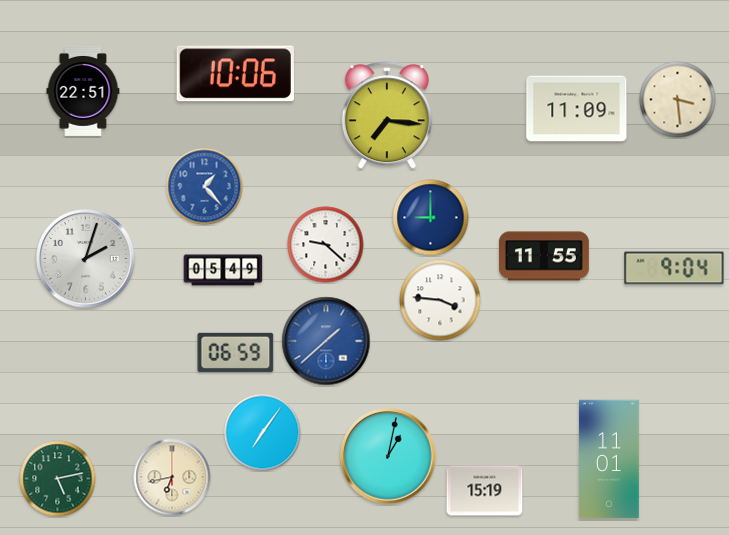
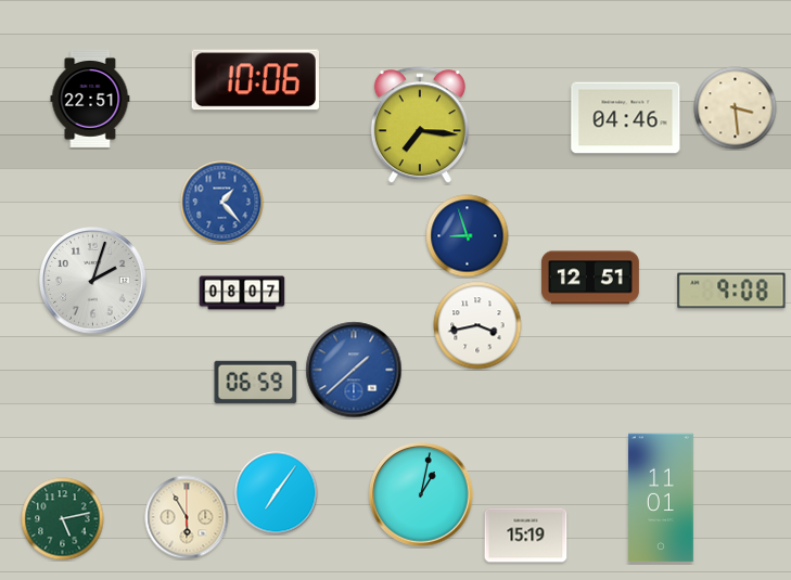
clock at (577, 109): 11:09 -> 04:46
clock at (431, 218): 9:00 -> 8:57
clock at (326, 245): 9:22 -> none
clock at (544, 256): 11:55 -> 12:51
clock at (674, 268): 9:04 -> 9:08
clock at (223, 270): 05:49 -> 08:07
clock at (440, 300): 3:46 -> 3:43
clock at (263, 433) position: (263, 433) -> (277, 493)
clock at (172, 477): 6:43 -> 5:55
clock at (485, 491) position: (485, 491) -> (526, 536)
